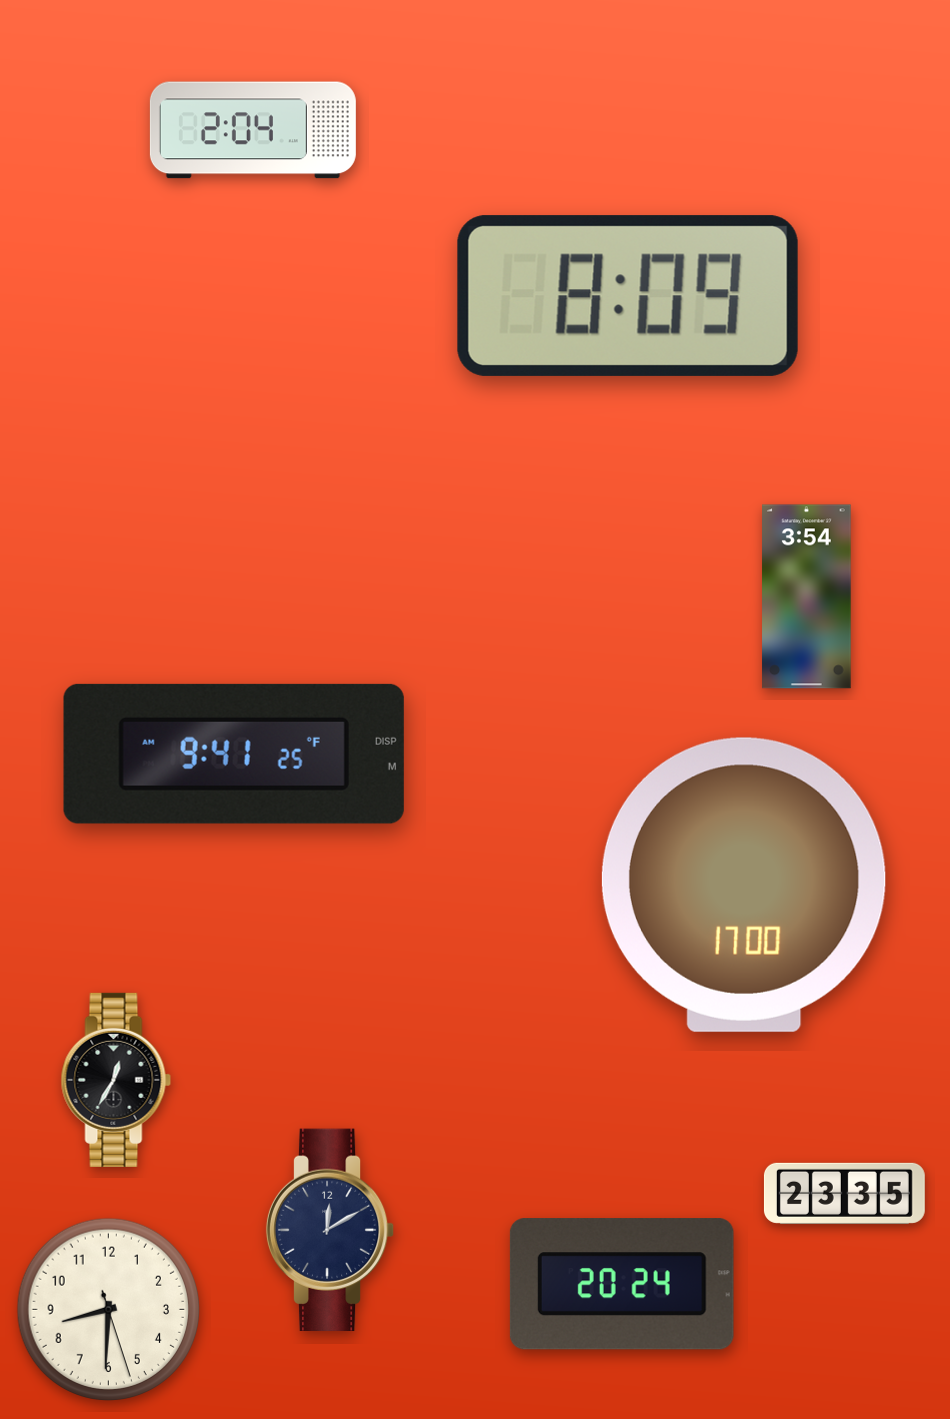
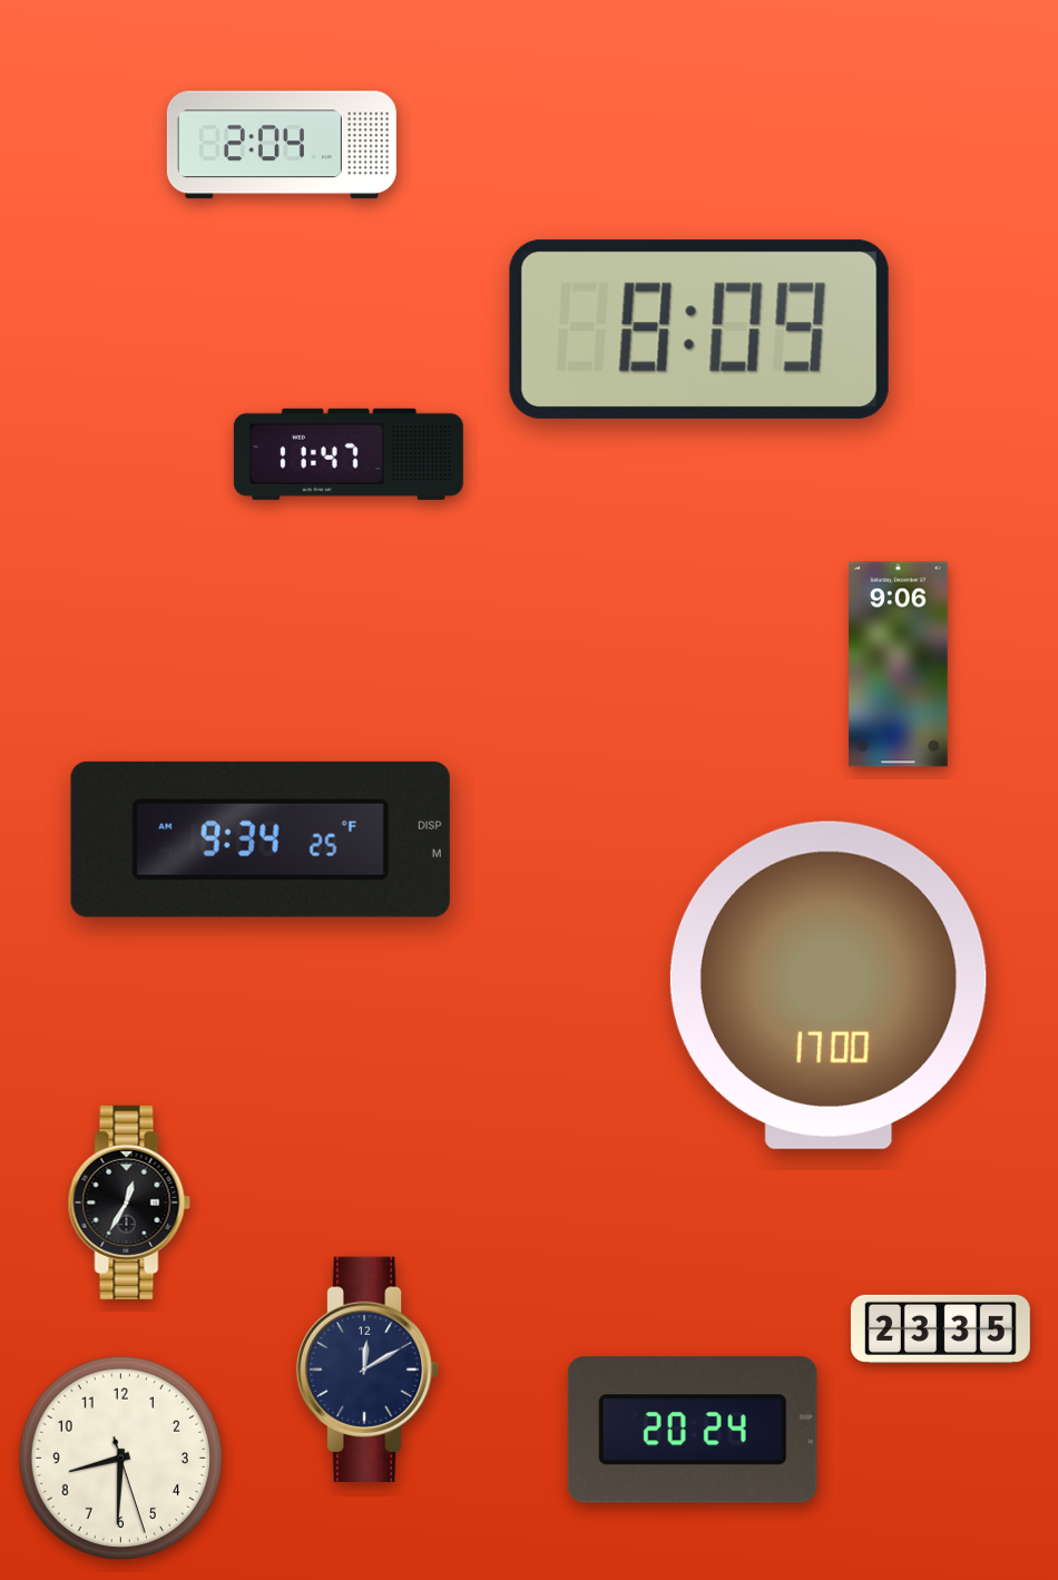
clock at (349, 454): none -> 11:47
clock at (807, 597): 3:54 -> 9:06
clock at (234, 754): 9:41 -> 9:34
